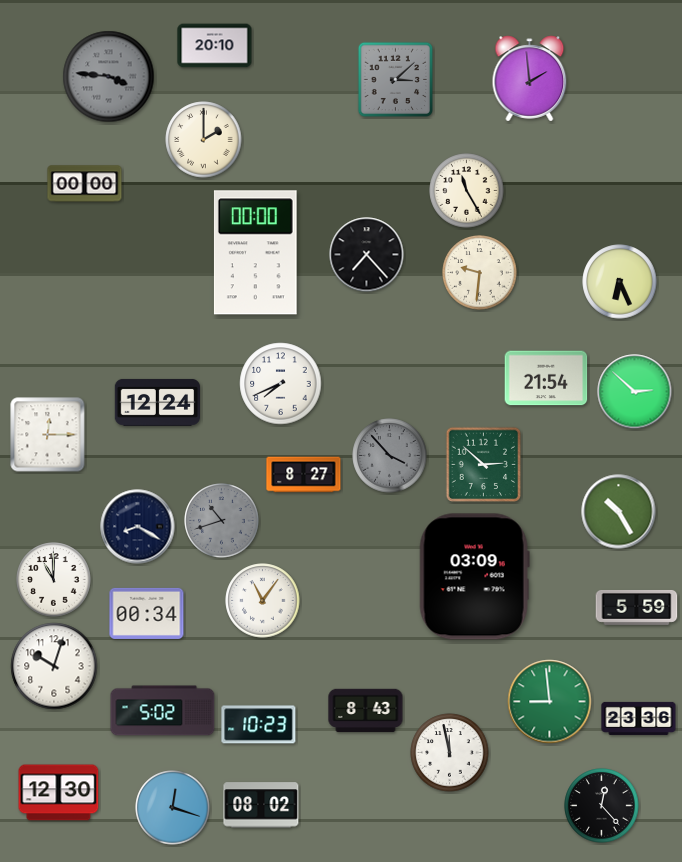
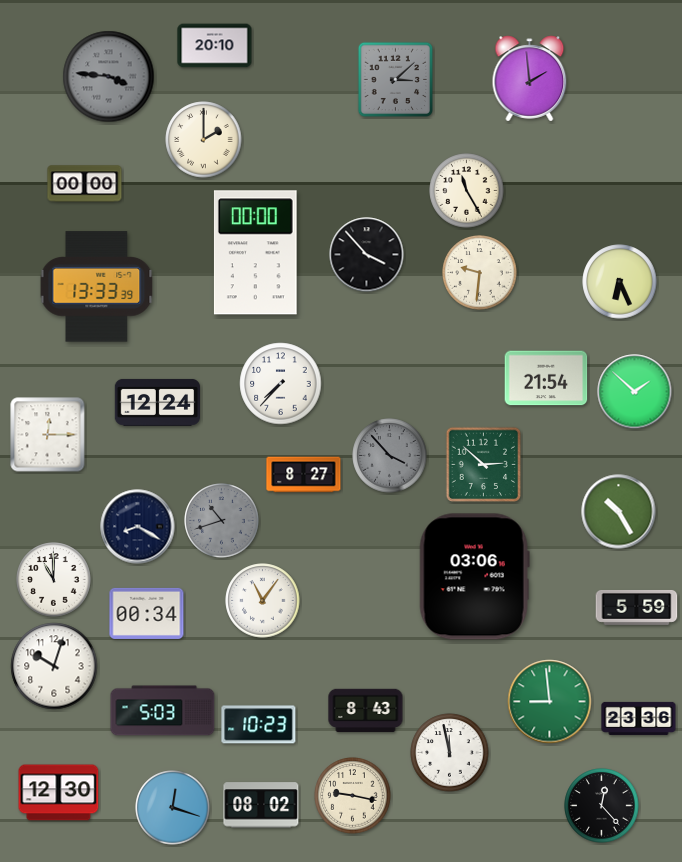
clock at (367, 255): 7:23 -> 3:53
clock at (97, 287): none -> 13:33
clock at (281, 384): 7:41 -> 7:37
clock at (635, 392): 2:52 -> 1:52
clock at (474, 577): 03:09 -> 03:06
clock at (163, 711): 5:02 -> 5:03
clock at (353, 796): none -> 9:17
